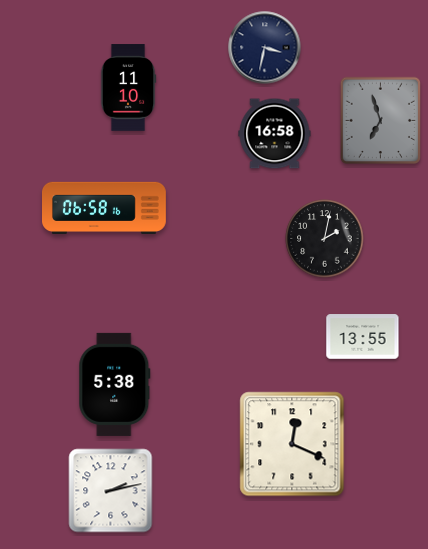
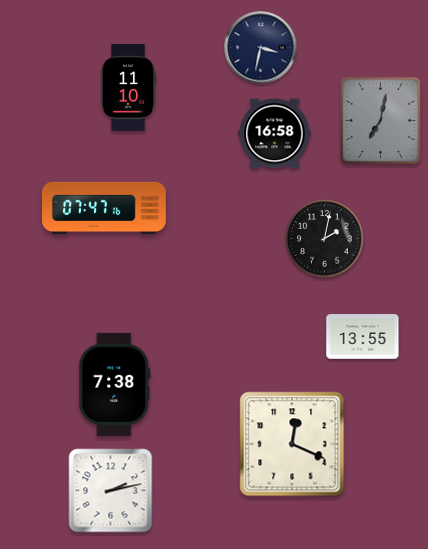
clock at (265, 48) position: (265, 48) -> (261, 48)
clock at (381, 121): 6:57 -> 7:02
clock at (105, 207): 06:58 -> 07:47
clock at (115, 384): 5:38 -> 7:38
